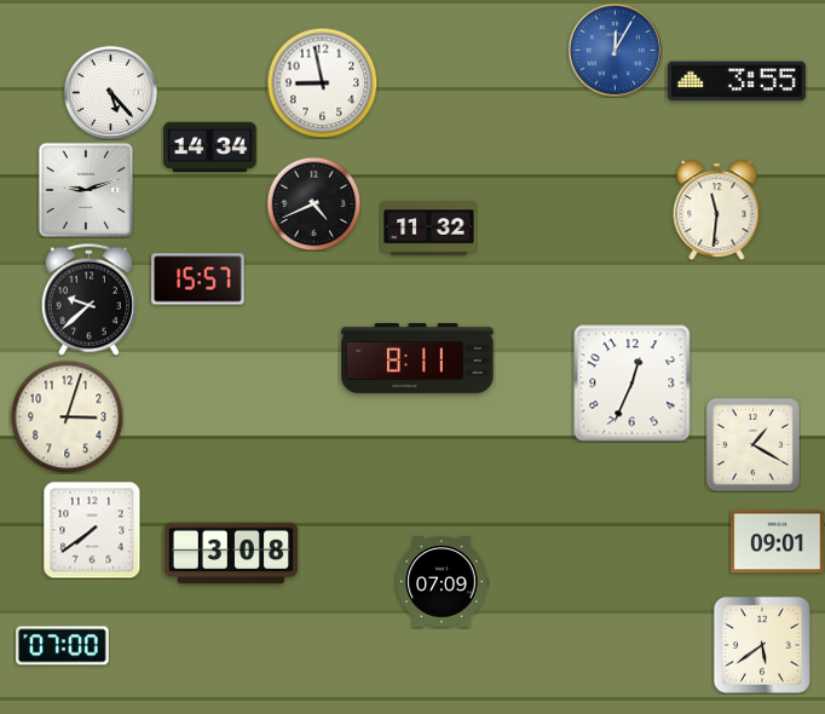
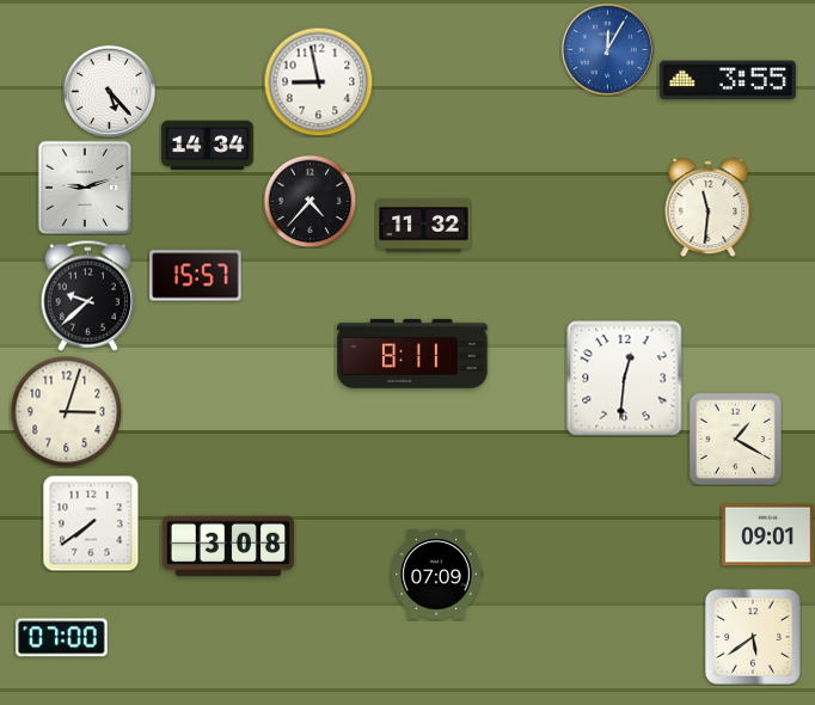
clock at (313, 203): 4:41 -> 4:37
clock at (633, 384): 12:34 -> 12:31
clock at (752, 444) position: (752, 444) -> (735, 439)
